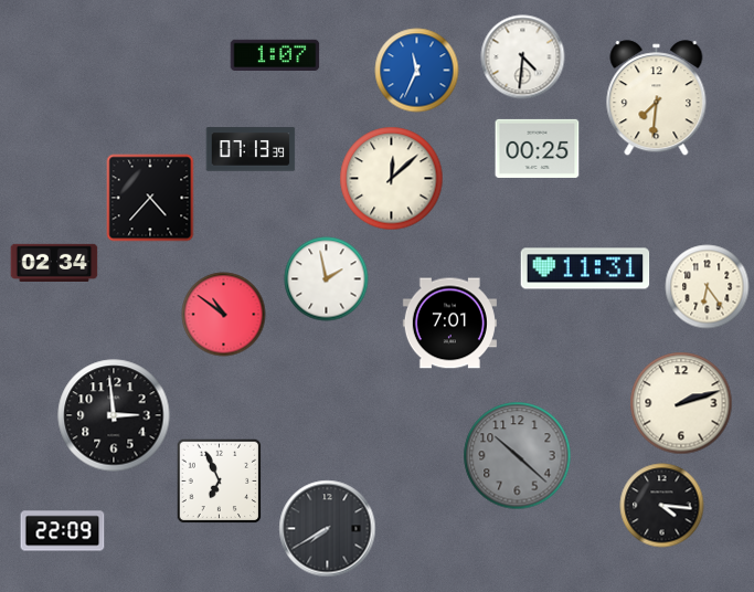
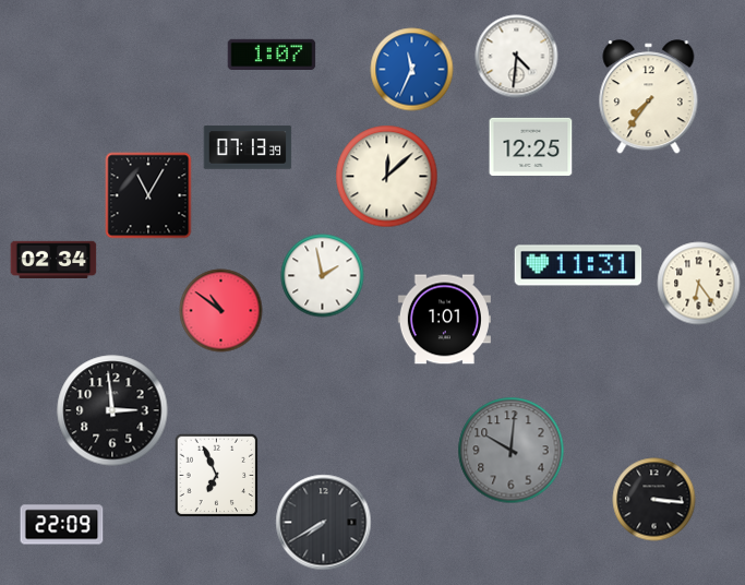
clock at (657, 98): 7:31 -> 7:36
clock at (538, 148): 00:25 -> 12:25
clock at (150, 198): 4:37 -> 11:05
clock at (449, 324): 7:01 -> 1:01
clock at (681, 403): 2:12 -> none
clock at (518, 456): 10:22 -> 10:01
clock at (662, 506): 4:16 -> 3:16
